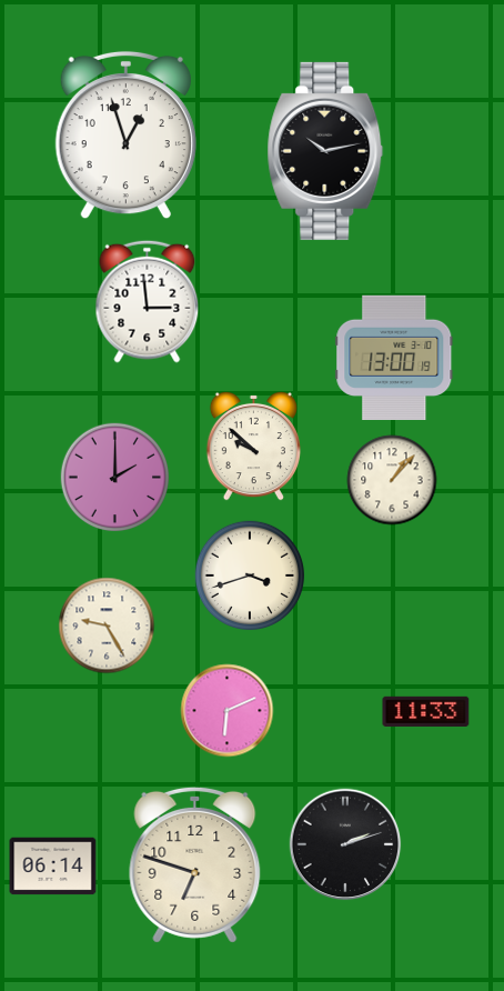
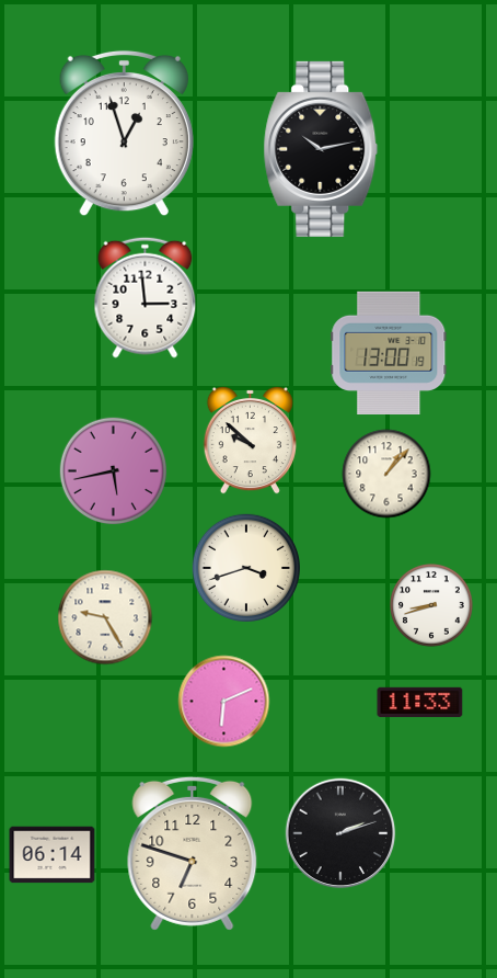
clock at (115, 478): 2:00 -> 5:43
clock at (432, 606): none -> 8:42
